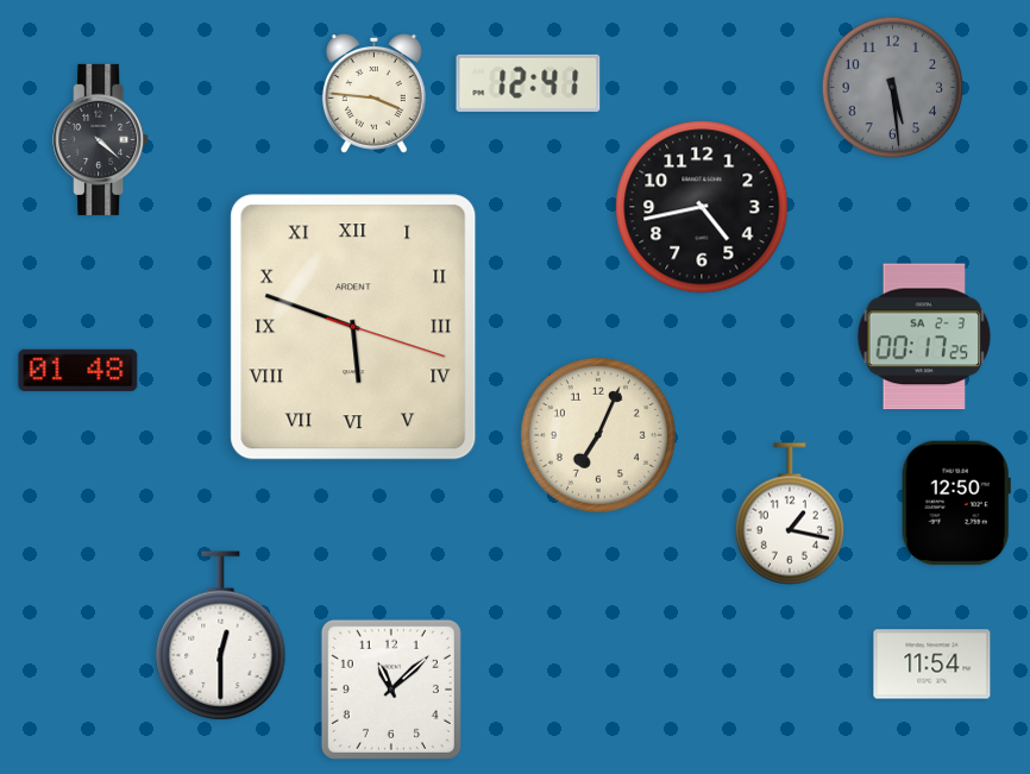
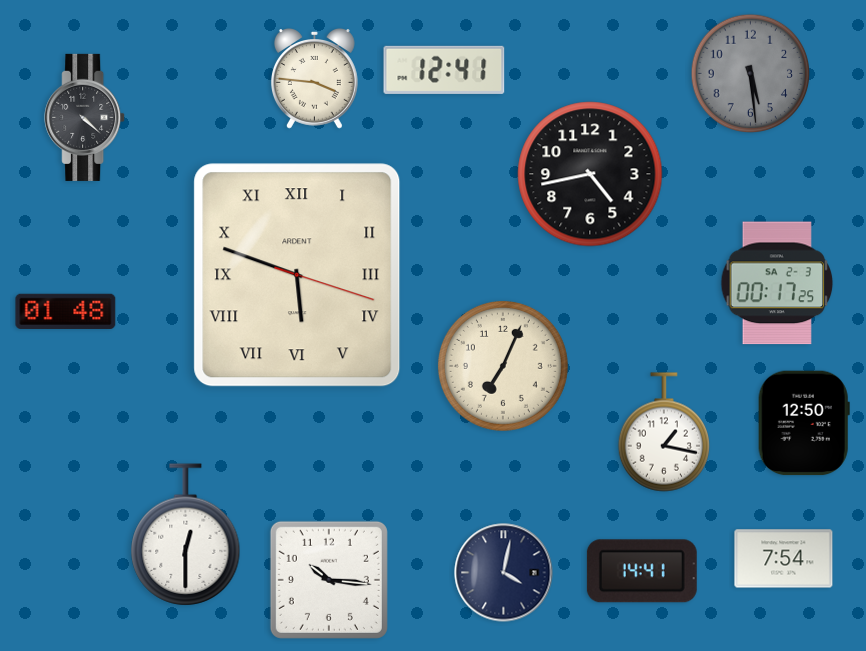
clock at (932, 665): 11:54 -> 7:54
clock at (642, 571): none -> 14:41
clock at (504, 573): none -> 4:02
clock at (391, 690): 11:08 -> 10:16
